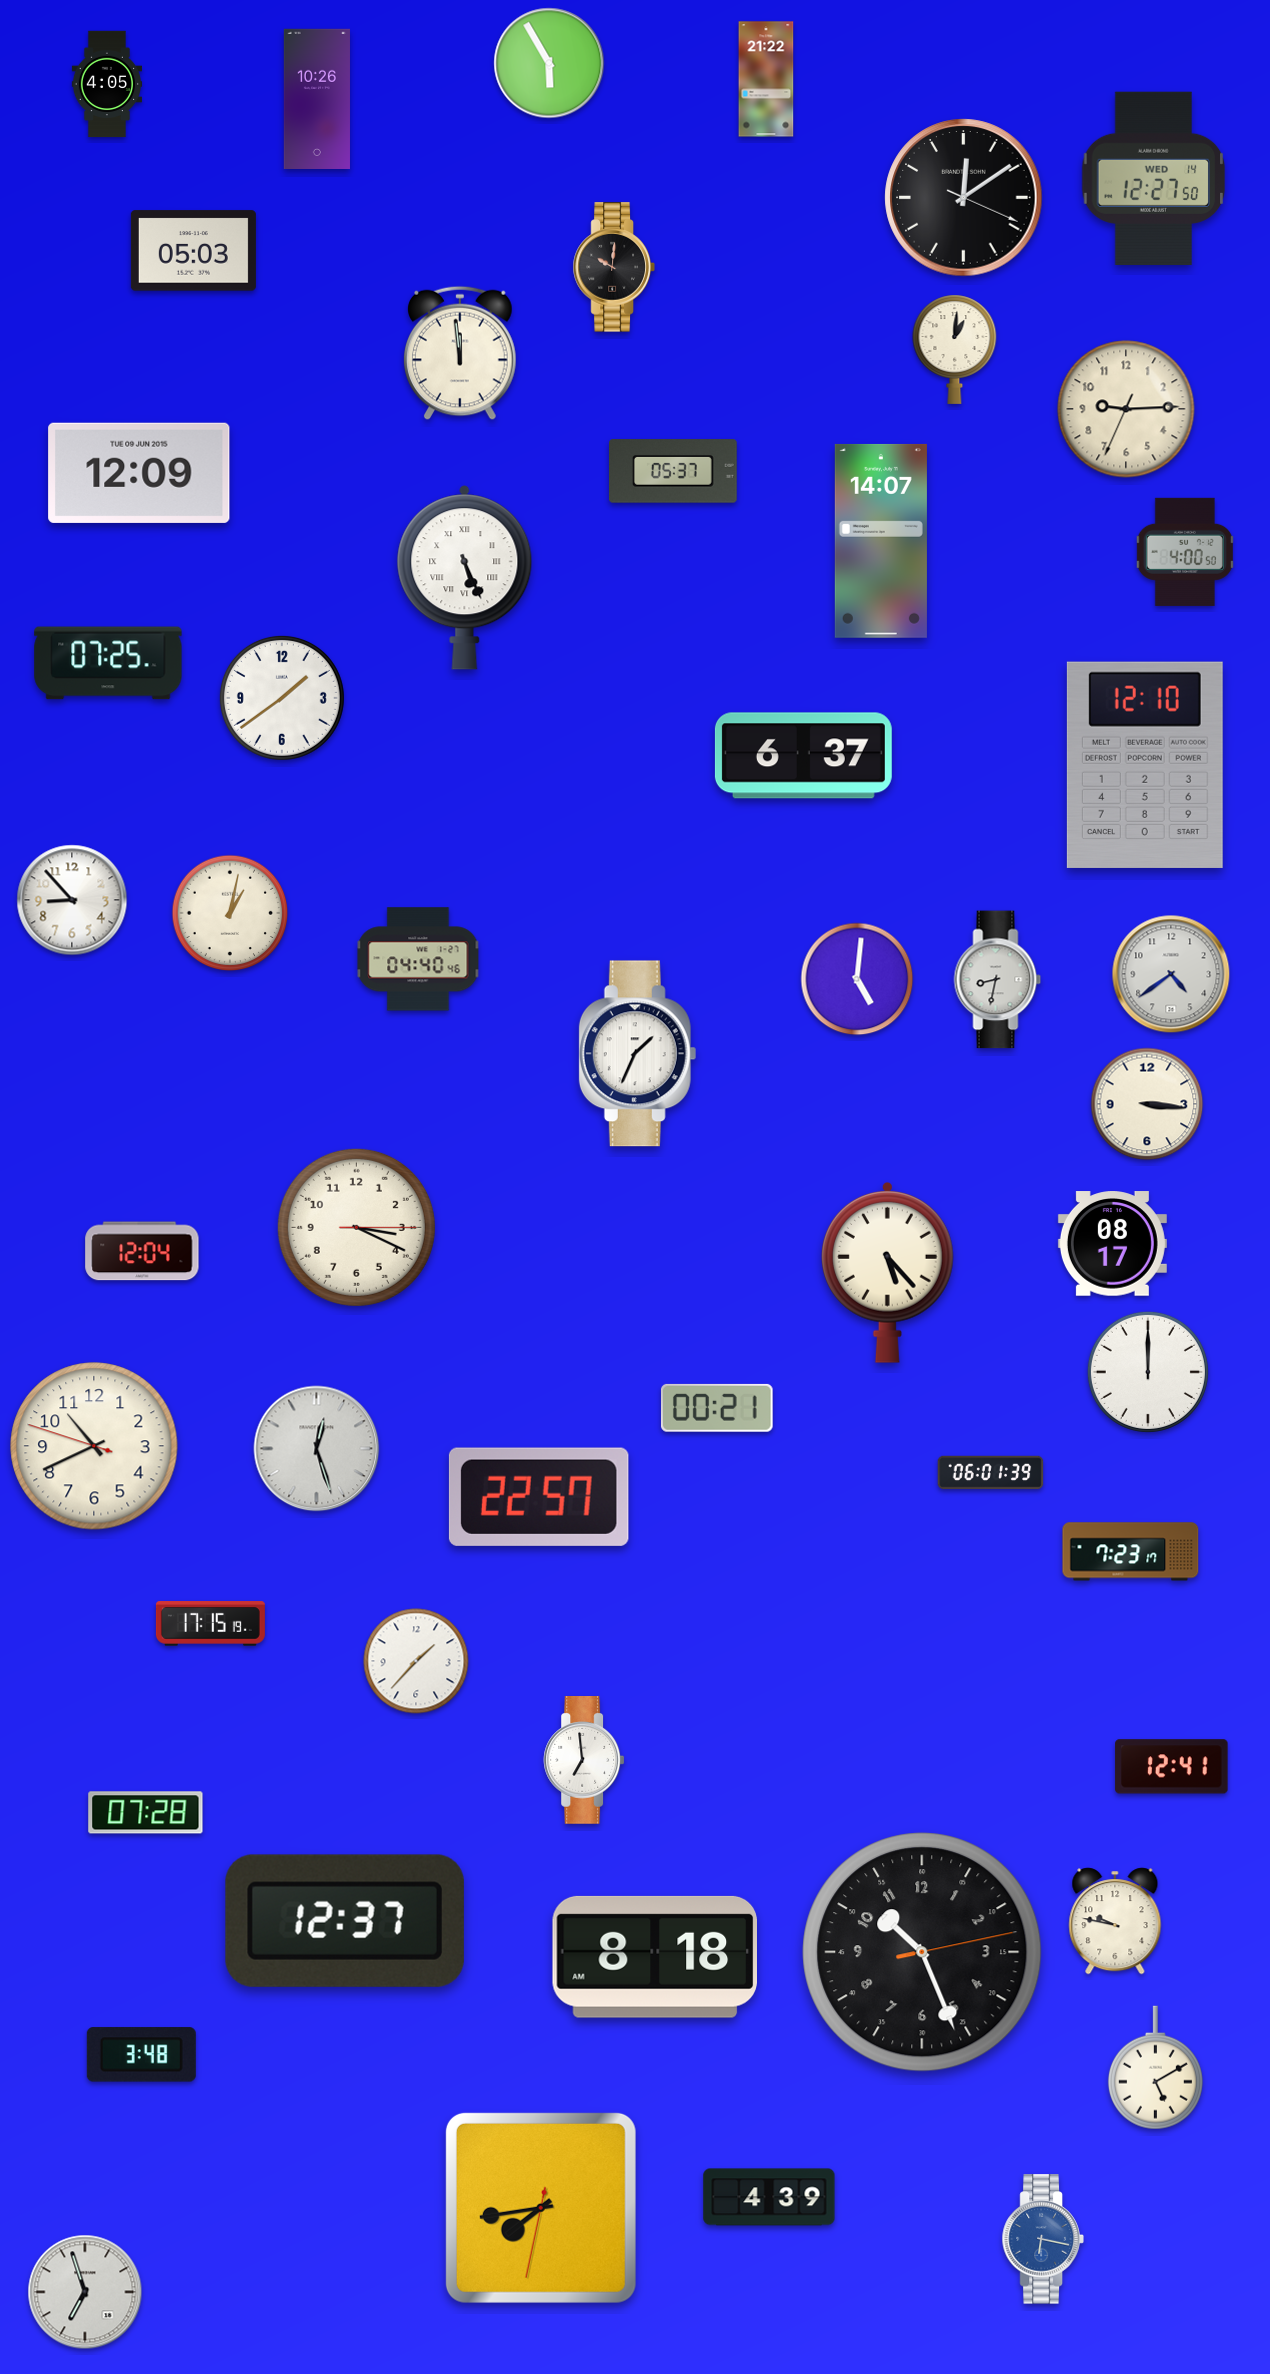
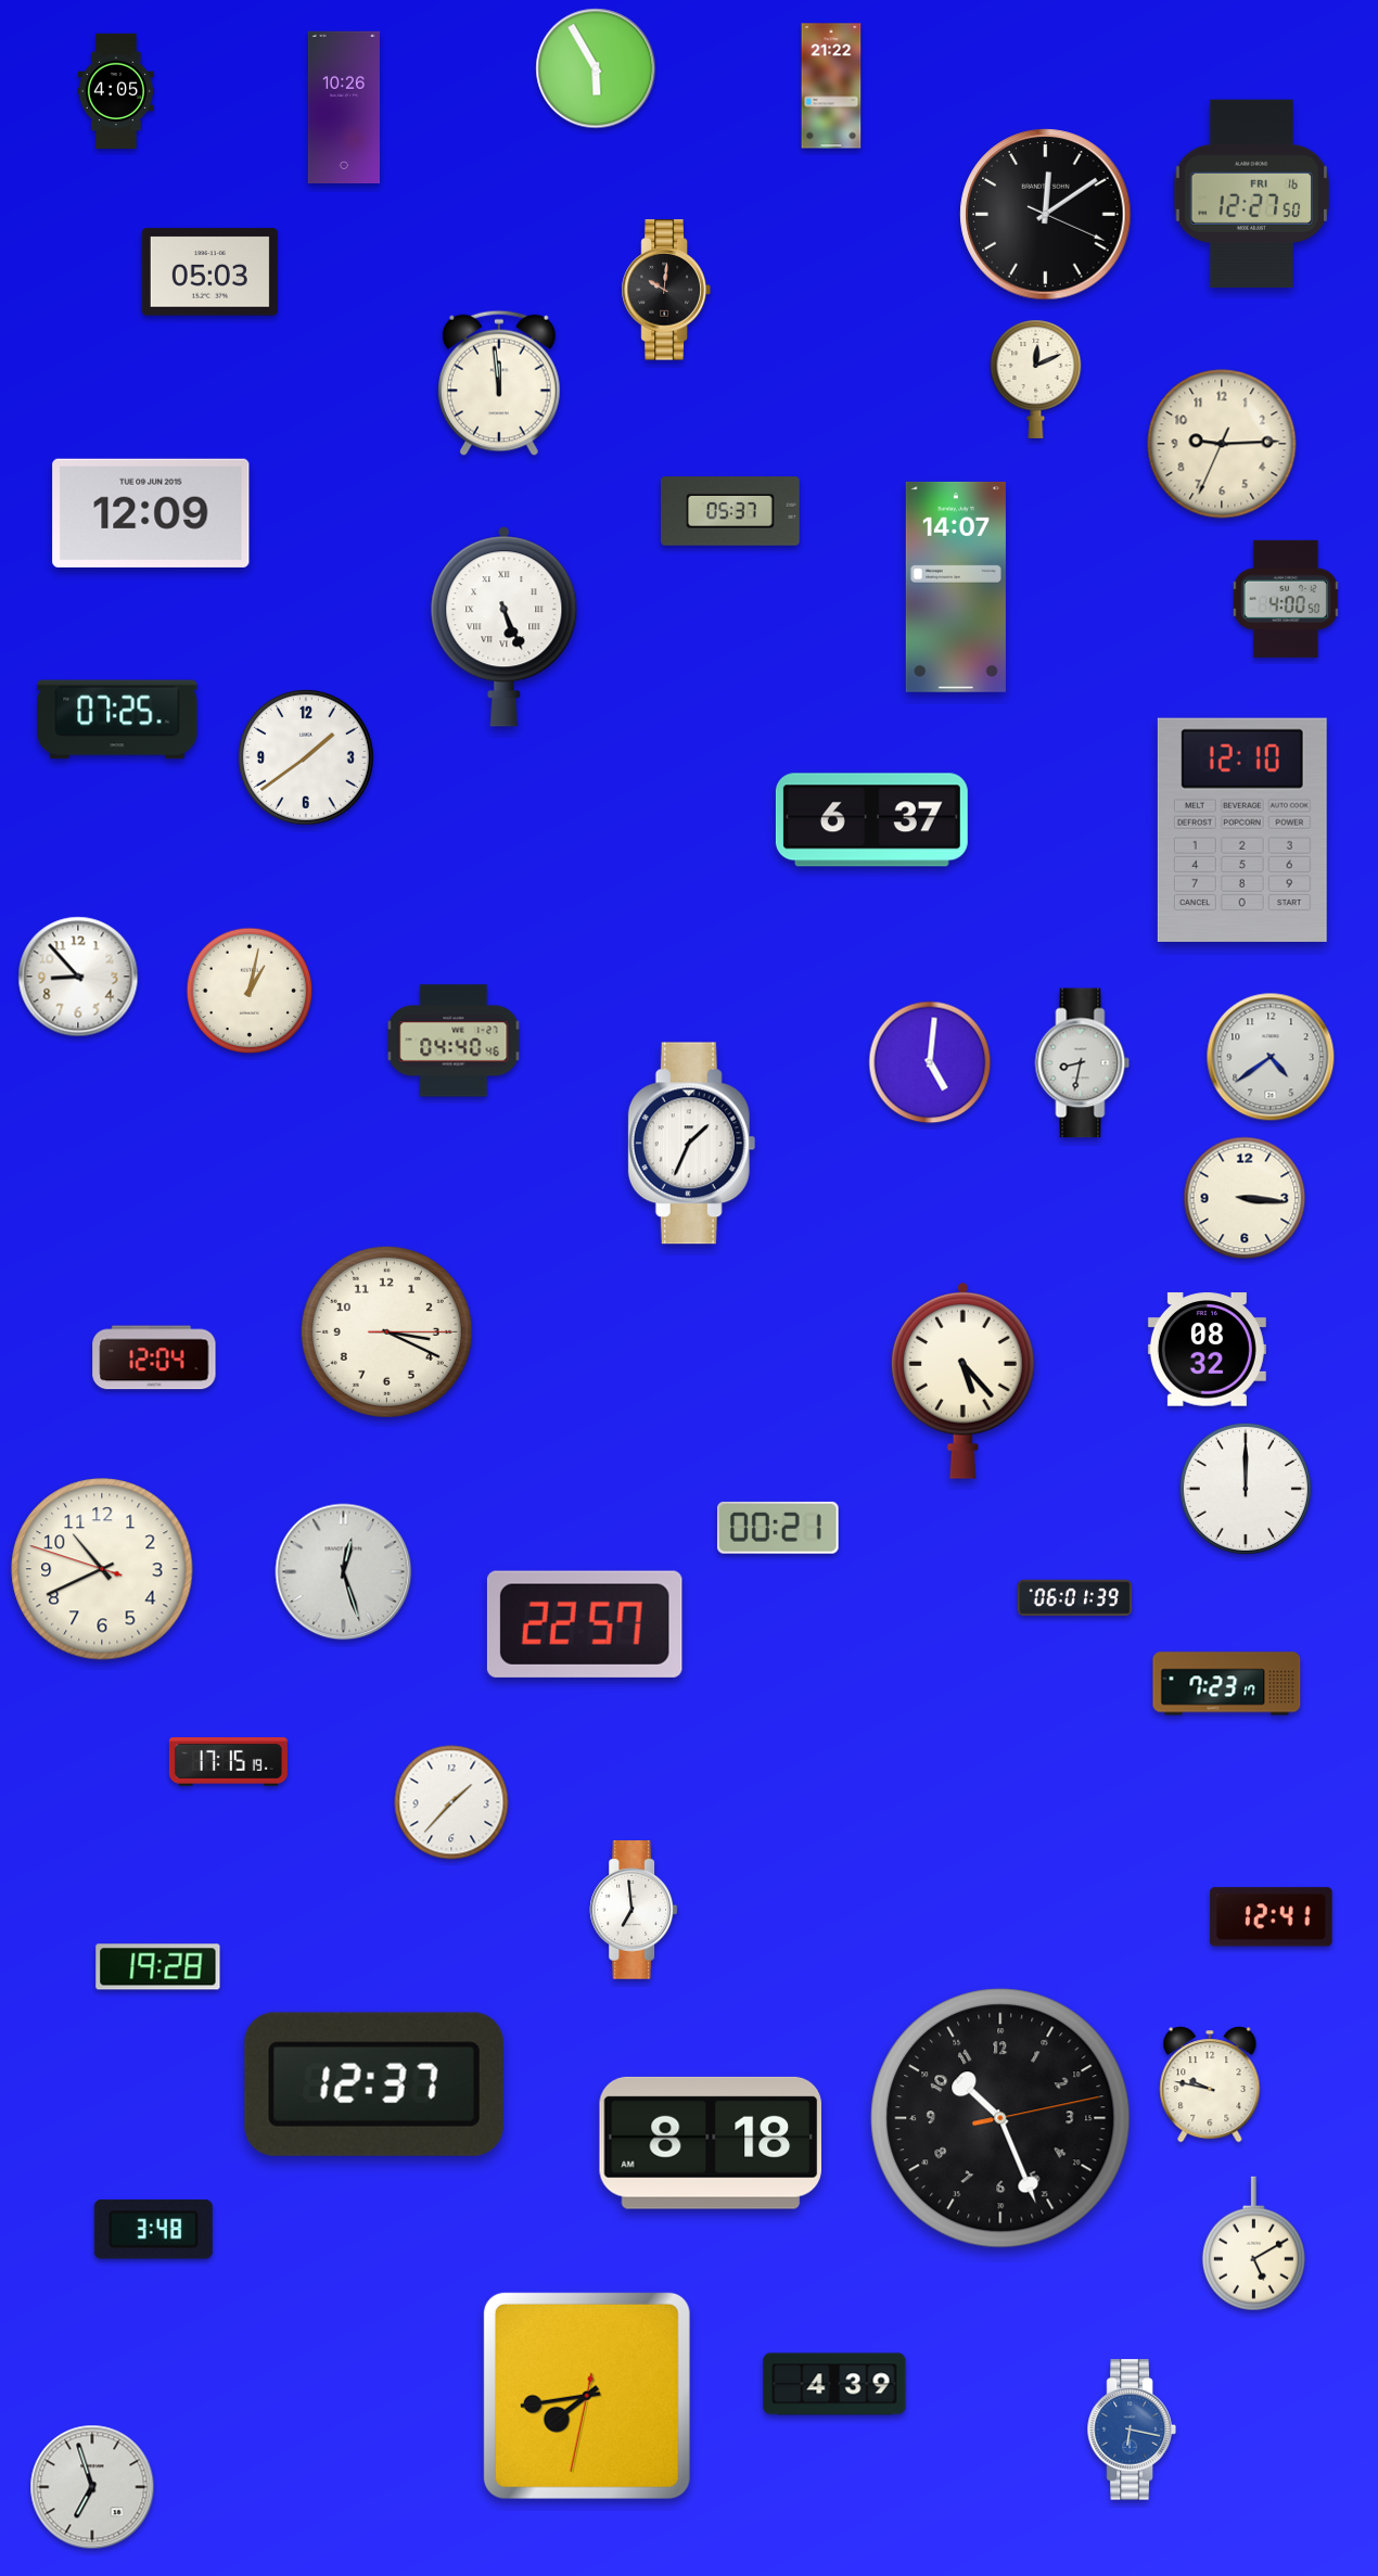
clock at (1154, 178) date: WED 14 -> FRI 16
clock at (955, 349): 1:01 -> 12:11
clock at (1112, 1244): 08:17 -> 08:32
clock at (146, 1813): 07:28 -> 19:28
clock at (654, 1957) position: (654, 1957) -> (710, 2143)
